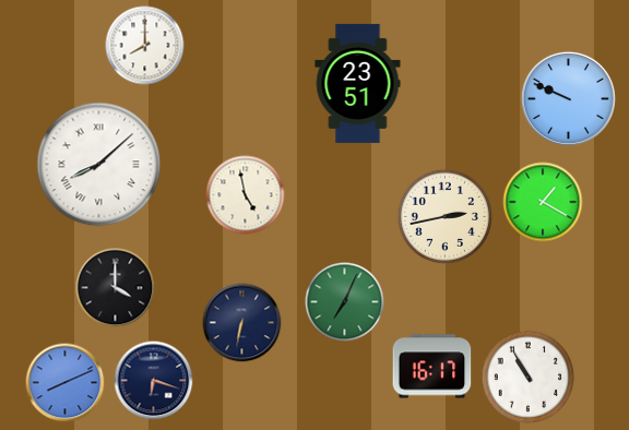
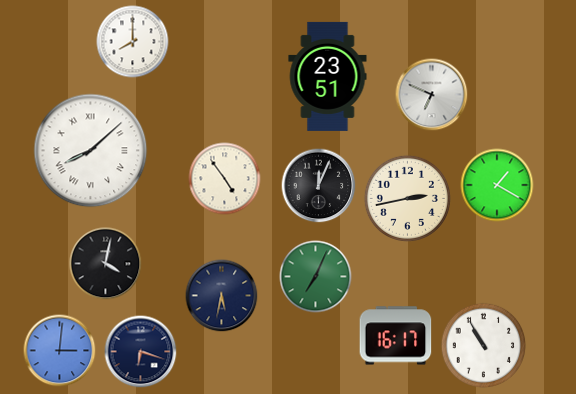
clock at (568, 98): 9:49 -> none
clock at (432, 95): none -> 6:49
clock at (246, 195): 4:58 -> 4:54
clock at (319, 186): none -> 12:04
clock at (116, 288): 4:00 -> 4:02
clock at (242, 323): 6:32 -> 5:32
clock at (154, 381) position: (154, 381) -> (141, 352)
clock at (66, 383): 8:11 -> 3:01
